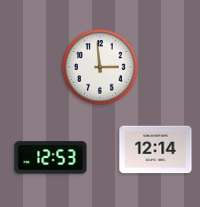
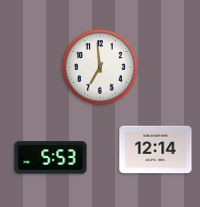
clock at (100, 67): 2:59 -> 6:59
clock at (51, 158): 12:53 -> 5:53
